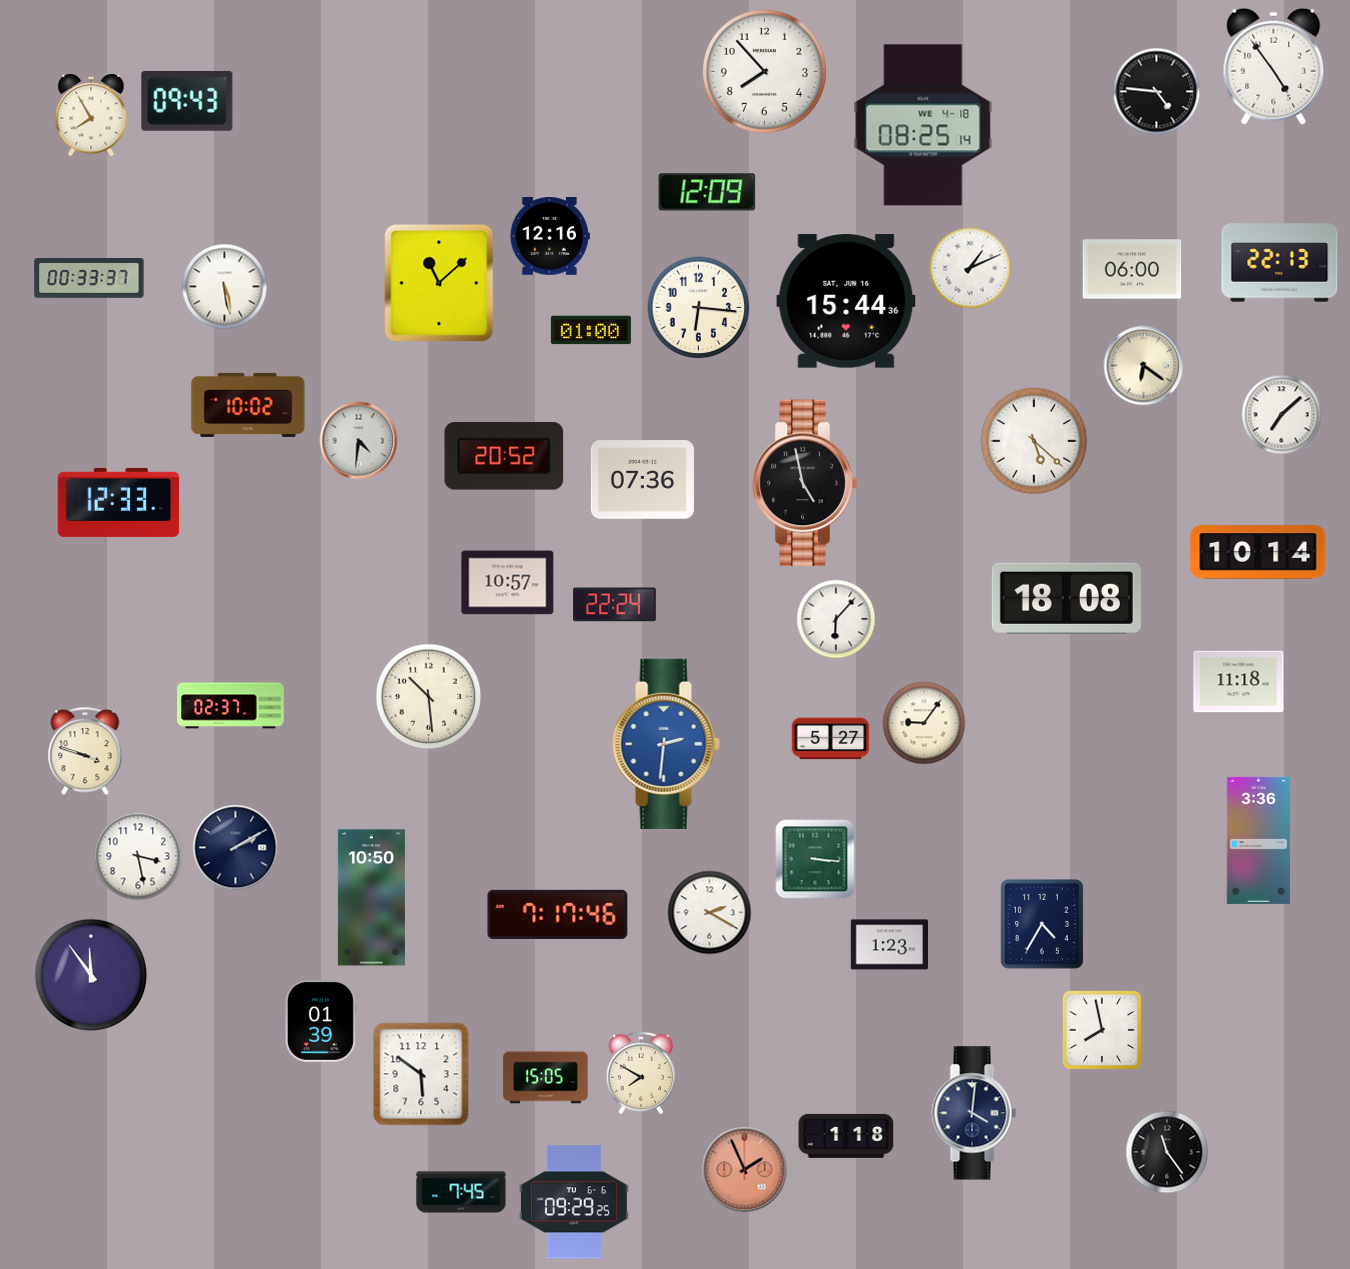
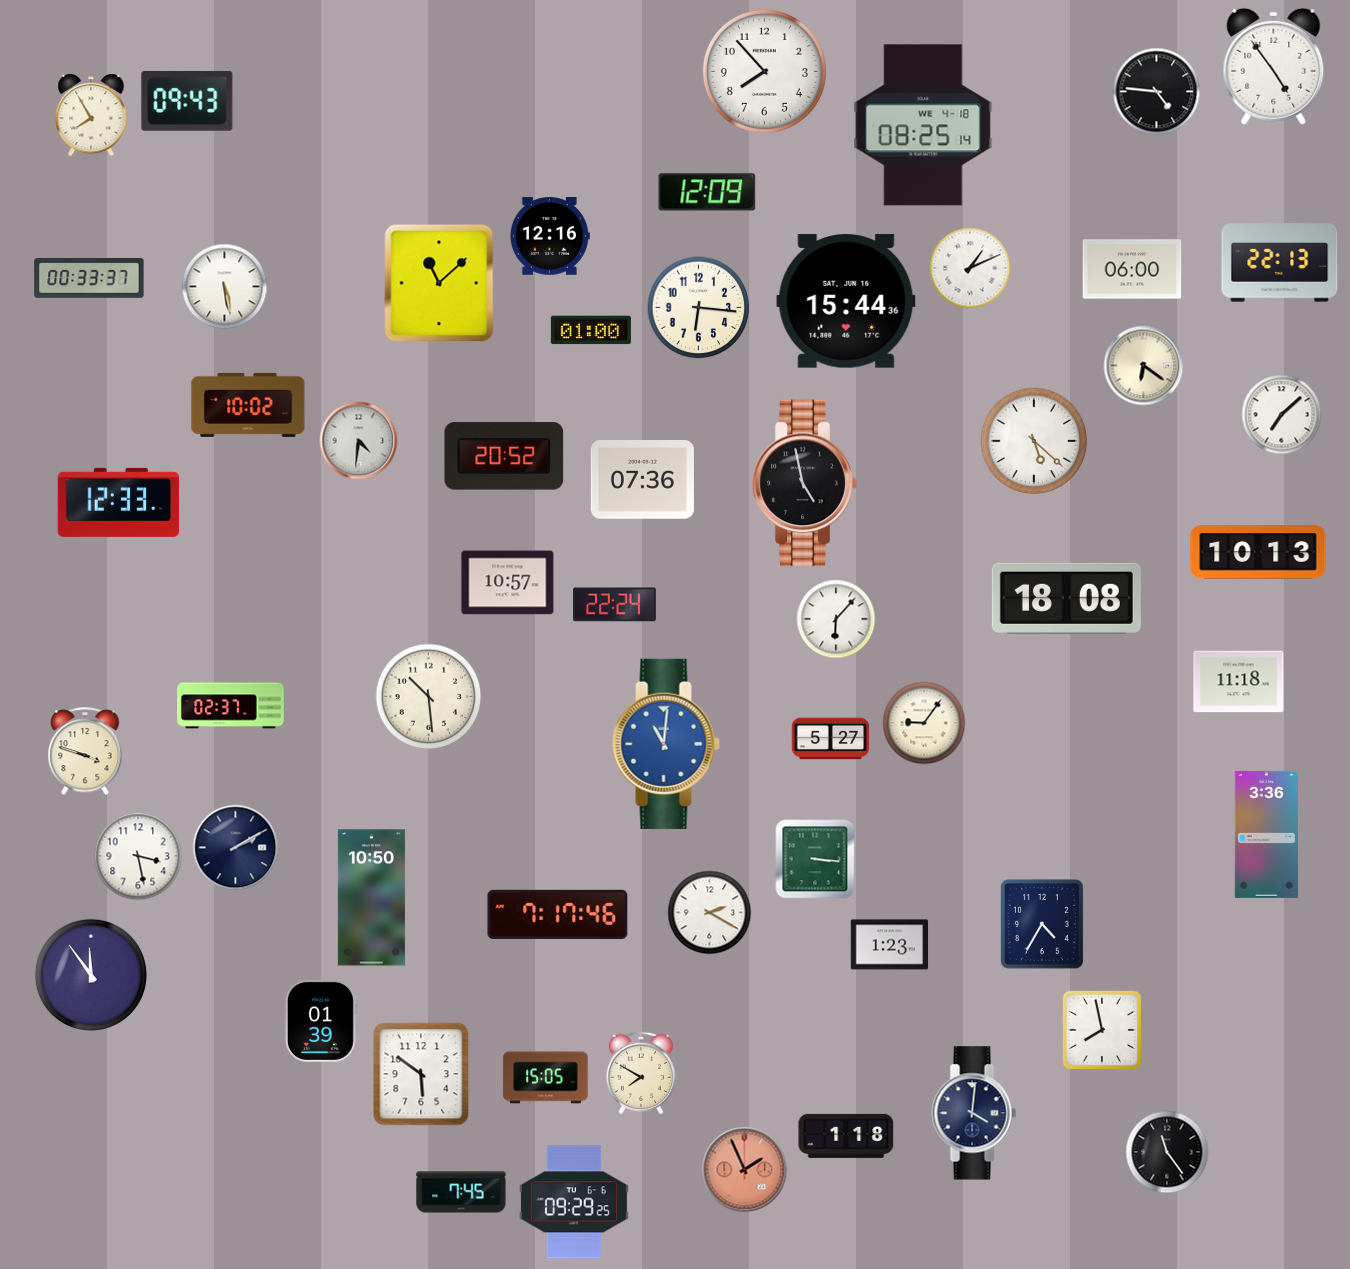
clock at (1258, 552): 10:14 -> 10:13
clock at (666, 744): 2:31 -> 11:01
clock at (1258, 840) position: (1258, 840) -> (1266, 834)
